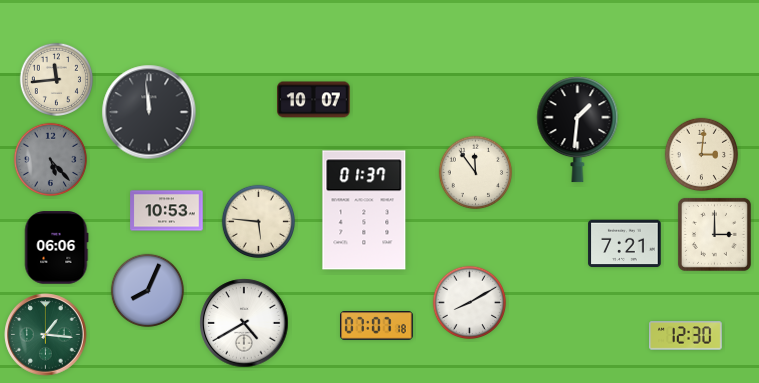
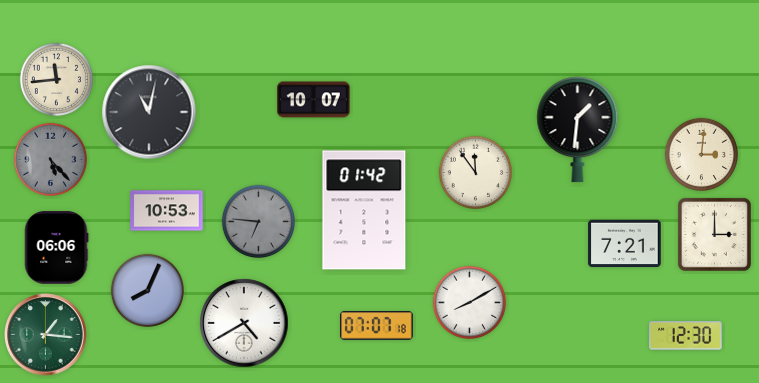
clock at (149, 112): 11:59 -> 11:02
clock at (364, 210): 01:37 -> 01:42
clock at (259, 222): 5:46 -> 6:46
clock at (259, 222) dial: cream -> grey
